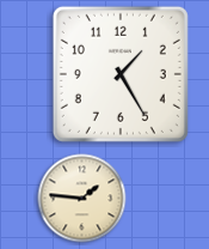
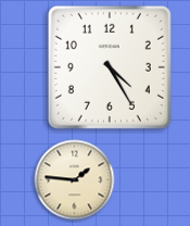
clock at (121, 74): 1:25 -> 4:25
